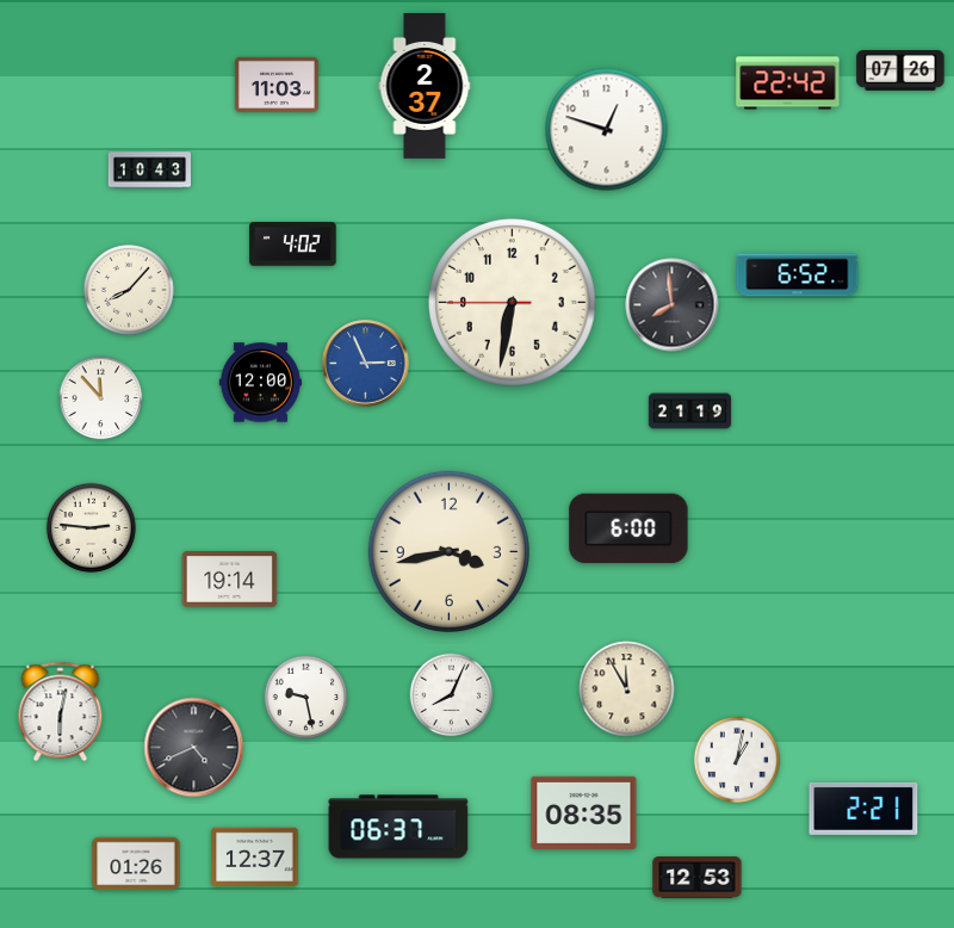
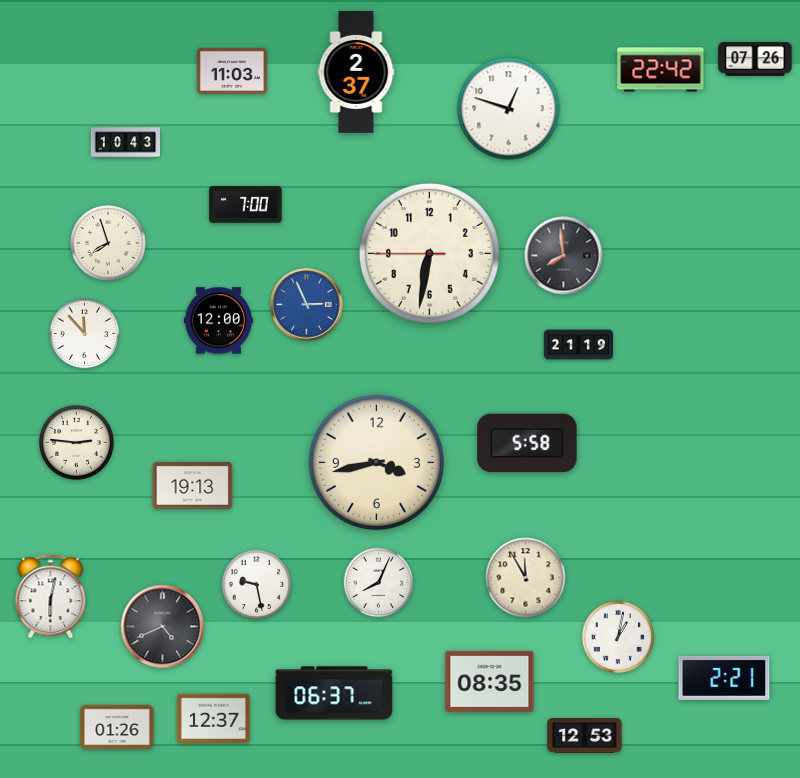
clock at (293, 245): 4:02 -> 7:00
clock at (798, 276): 6:52 -> none
clock at (129, 290): 8:07 -> 7:57
clock at (628, 528): 6:00 -> 5:58
clock at (230, 580): 19:14 -> 19:13
clock at (136, 864) position: (136, 864) -> (117, 727)
